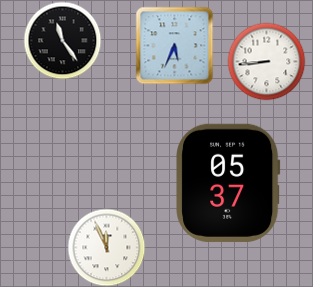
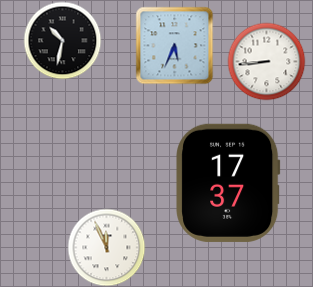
clock at (62, 40): 11:24 -> 10:32
clock at (228, 183): 05:37 -> 17:37
